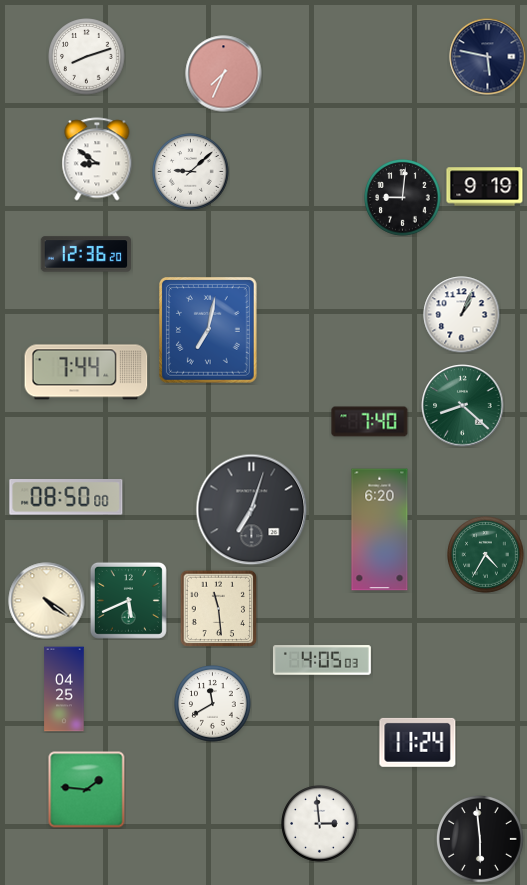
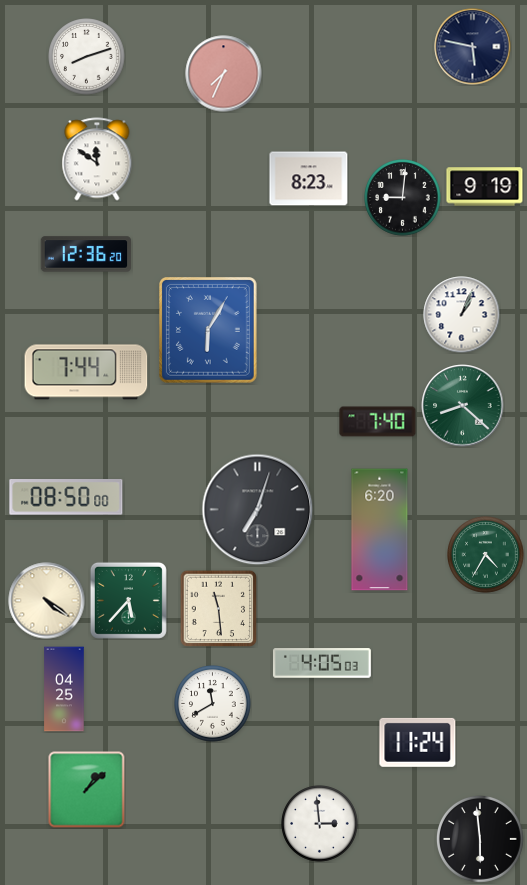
clock at (488, 57) position: (488, 57) -> (473, 47)
clock at (97, 159): 8:51 -> 11:51
clock at (191, 172): 9:08 -> none
clock at (309, 179): none -> 8:23
clock at (209, 331): 7:02 -> 6:05
clock at (370, 422) position: (370, 422) -> (378, 422)
clock at (252, 510) position: (252, 510) -> (258, 510)
clock at (128, 600): 5:41 -> 5:37
clock at (322, 660) position: (322, 660) -> (322, 663)
clock at (87, 790): 1:46 -> 1:08
